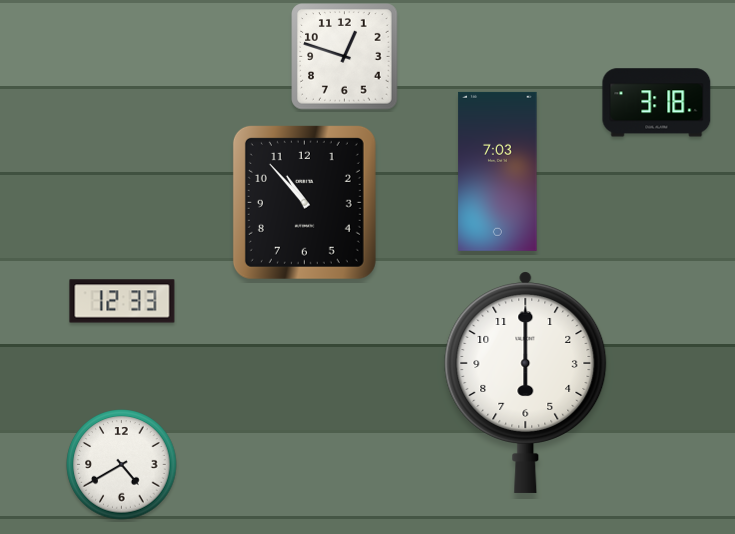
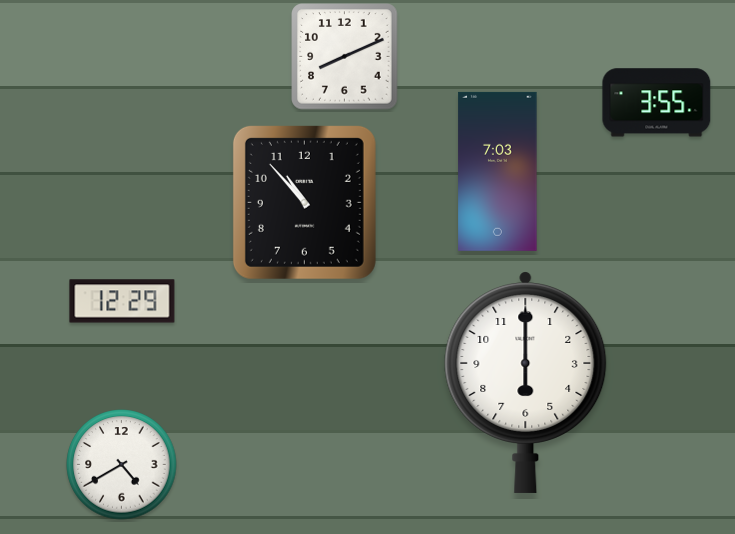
clock at (345, 57): 12:48 -> 8:11
clock at (657, 103): 3:18 -> 3:55
clock at (122, 301): 12:33 -> 12:29
